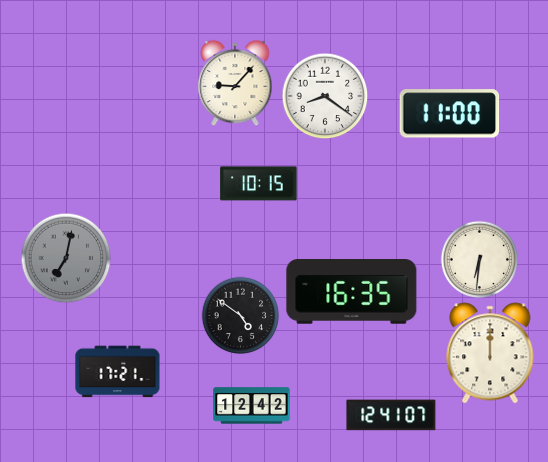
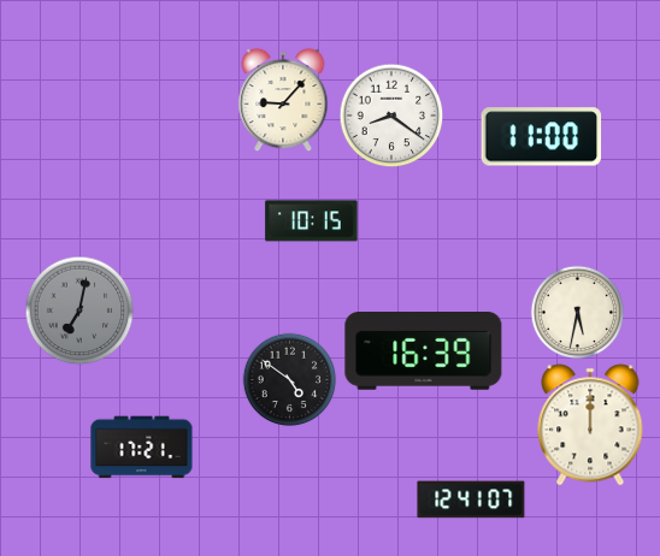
clock at (479, 259): 6:31 -> 5:32
clock at (352, 292): 16:35 -> 16:39
clock at (252, 406): 12:42 -> none
